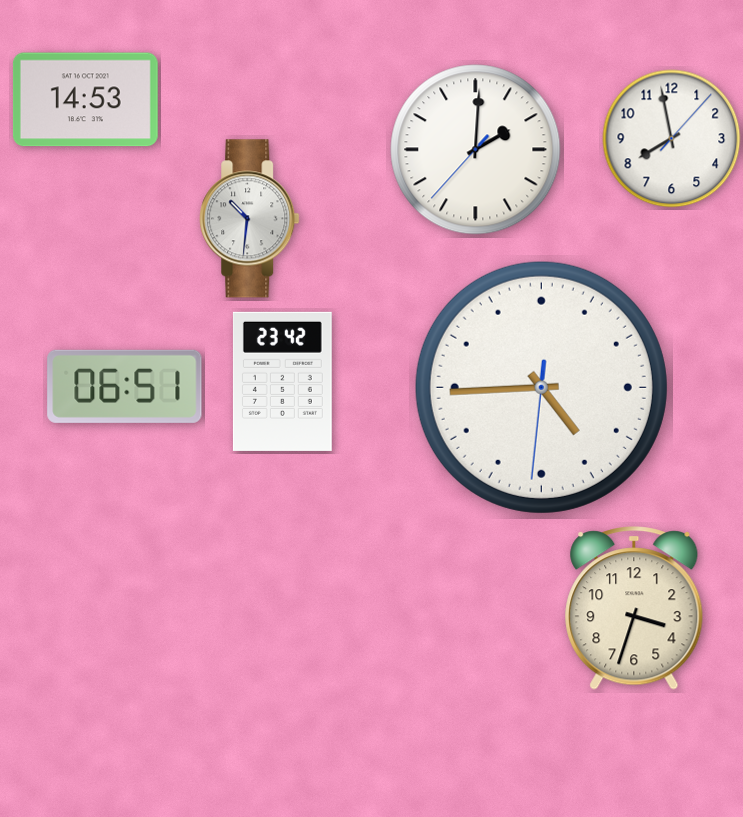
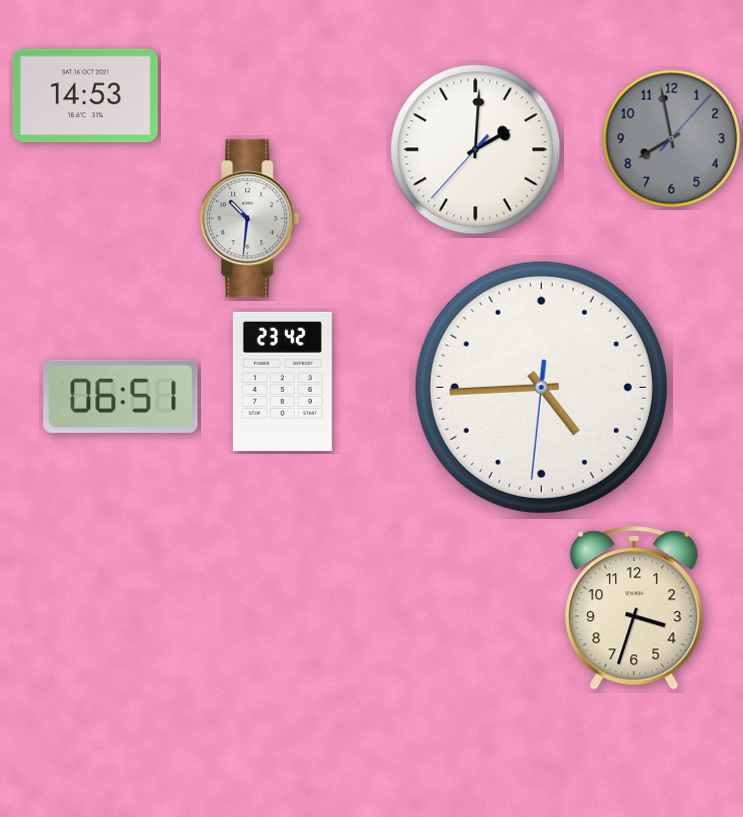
clock at (85, 100) position: (85, 100) -> (85, 96)
clock at (672, 139) dial: white -> grey
clock at (125, 386) position: (125, 386) -> (121, 396)
